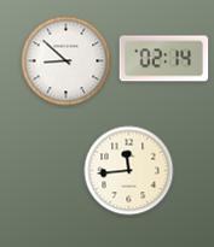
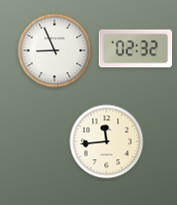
clock at (164, 59): 02:14 -> 02:32
clock at (66, 61): 8:52 -> 8:56
